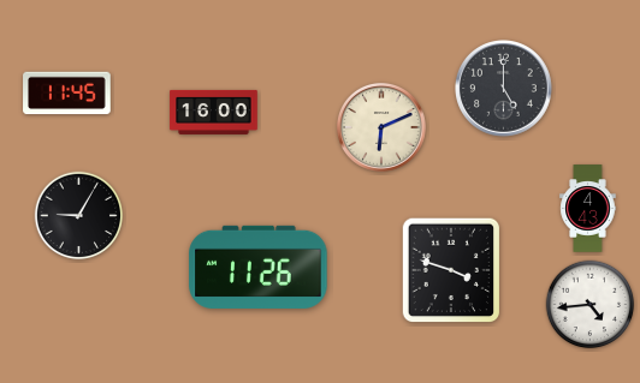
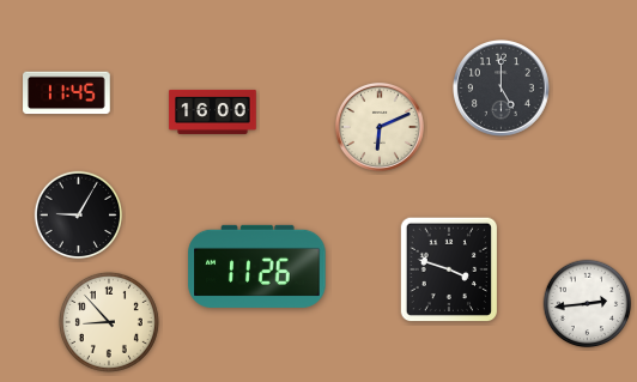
clock at (588, 209): 4:43 -> none
clock at (591, 305): 4:44 -> 2:44
clock at (109, 322): none -> 8:53
